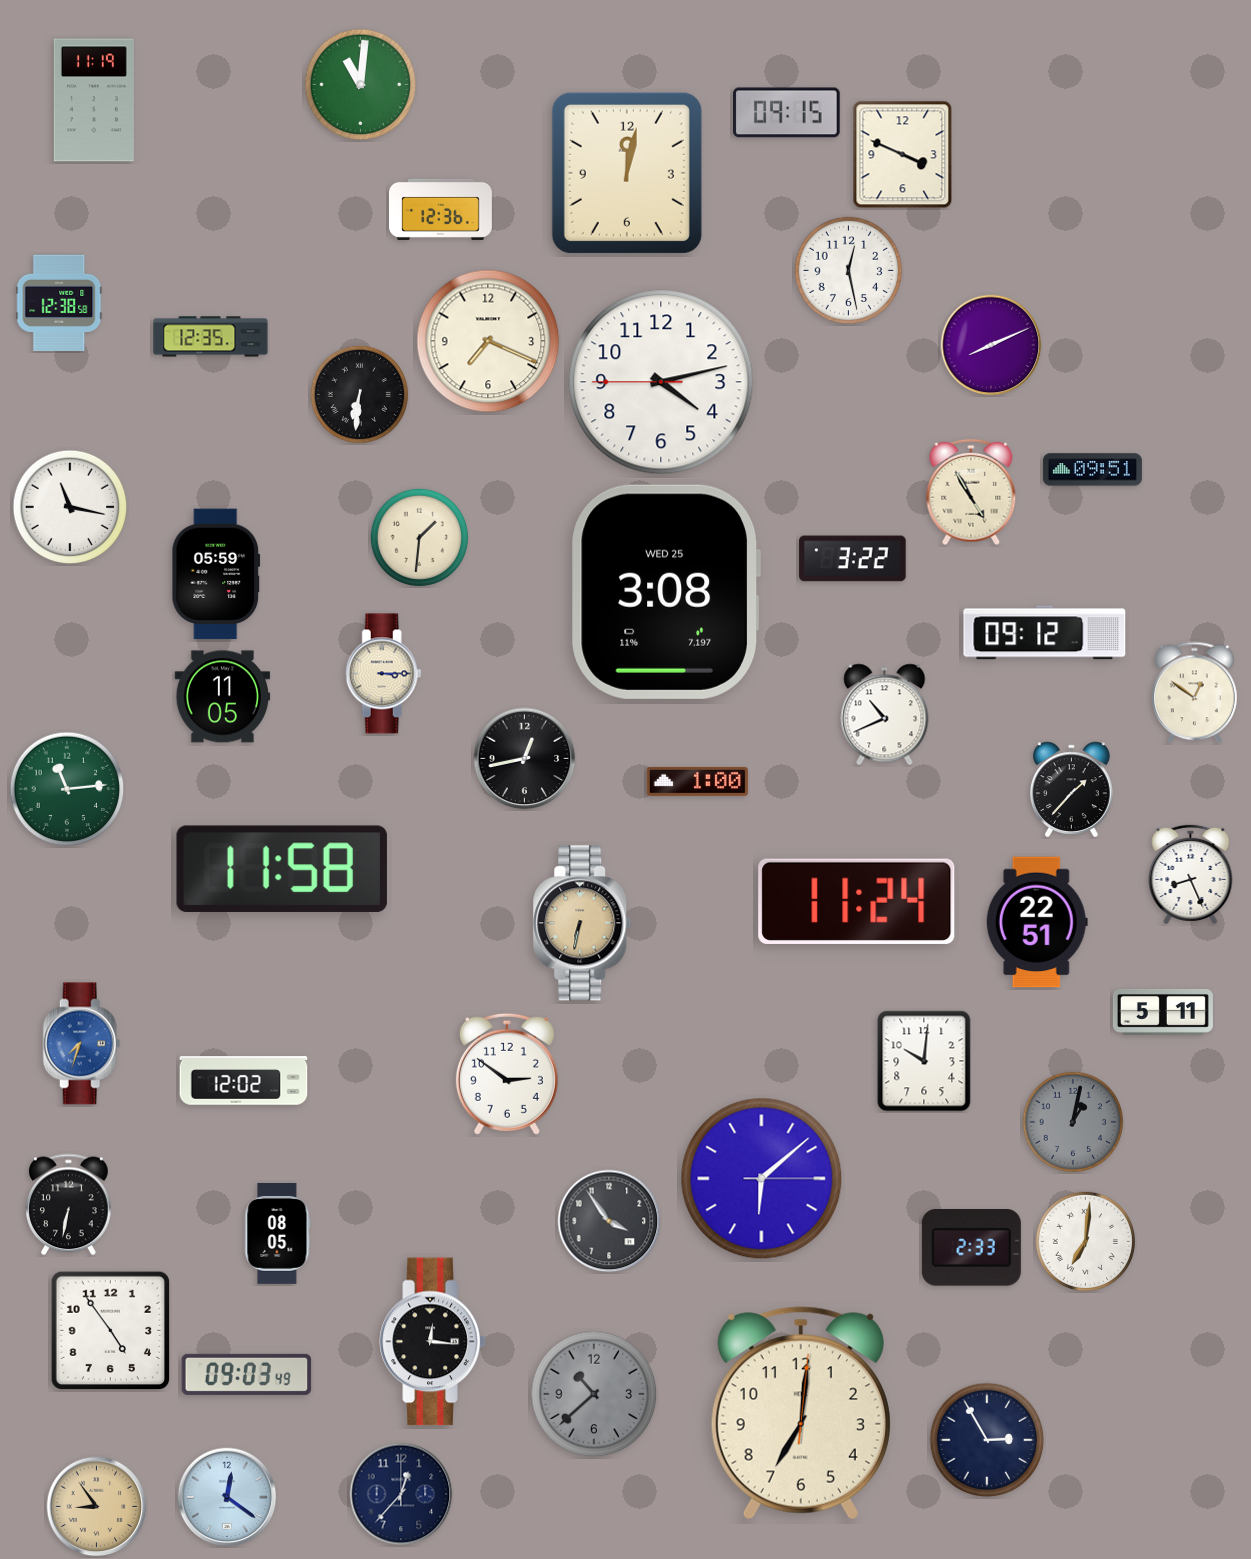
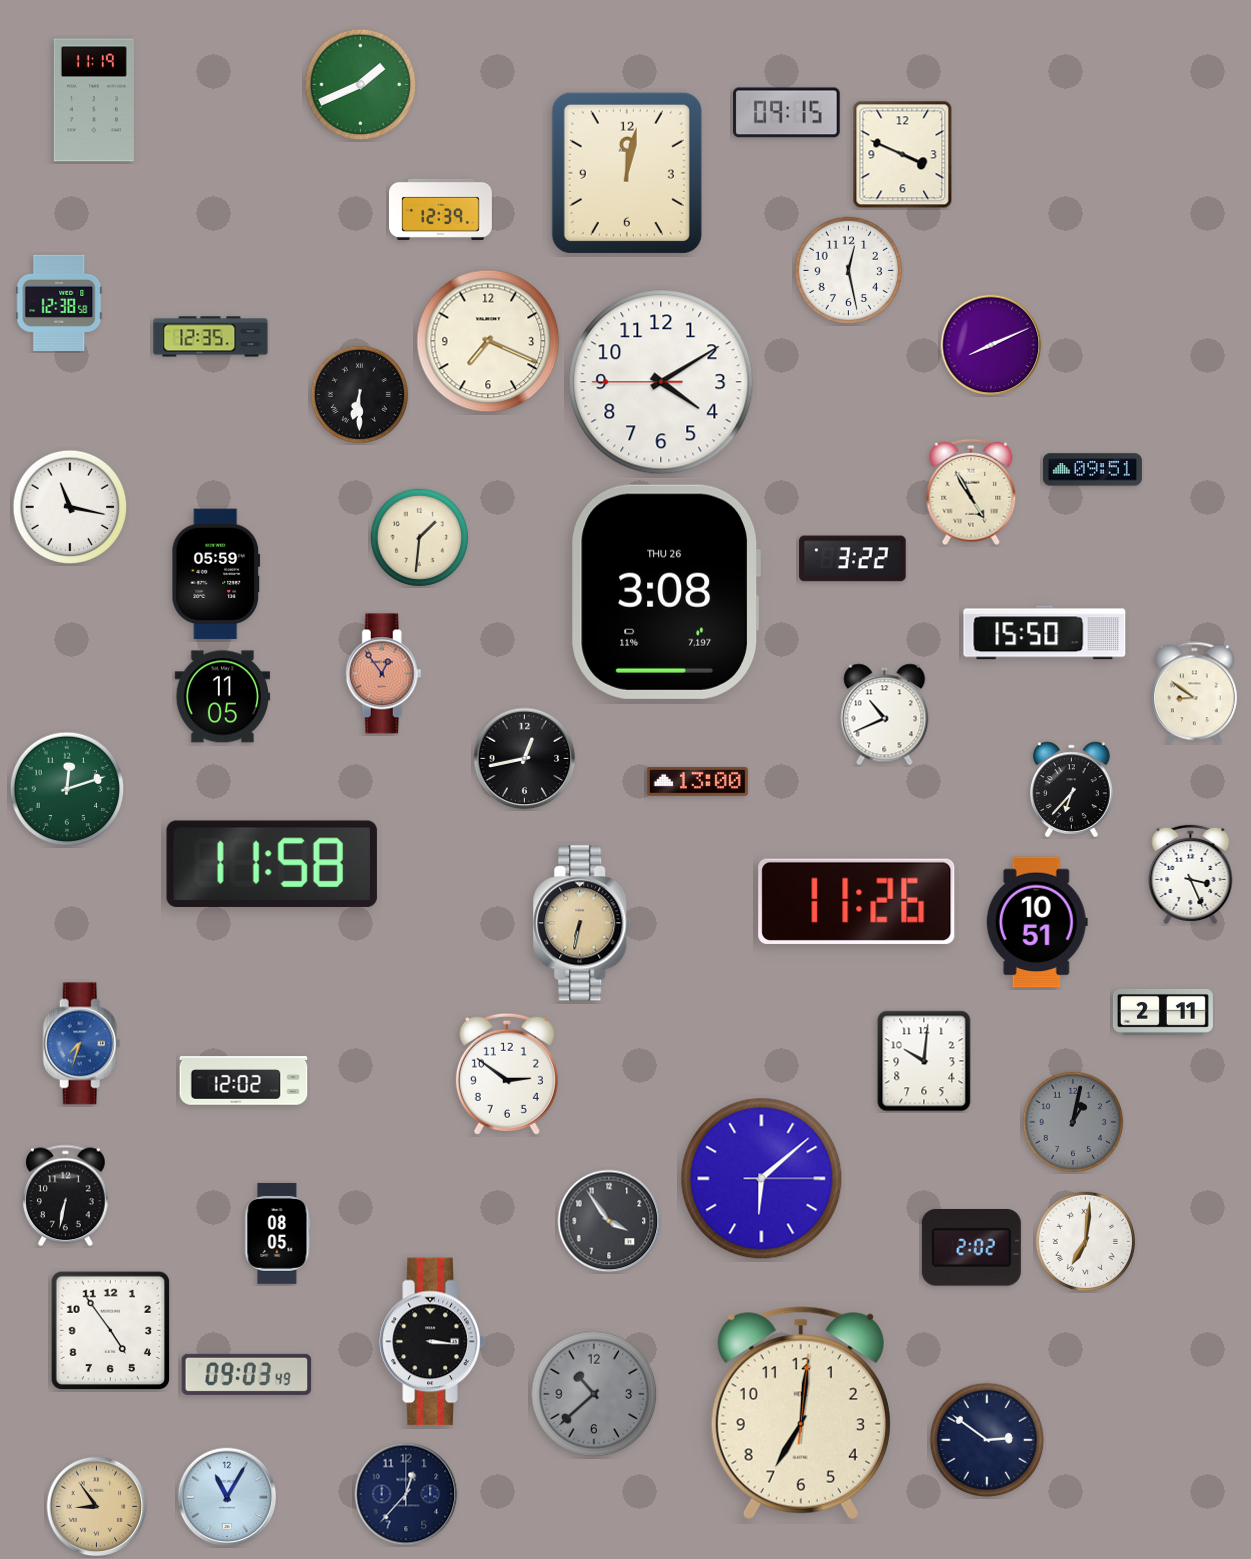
clock at (361, 85): 11:01 -> 1:41
clock at (441, 209): 12:36 -> 12:39
clock at (661, 382): 4:12 -> 4:09
clock at (359, 394): 6:31 -> 6:30
clock at (666, 592) date: WED 25 -> THU 26
clock at (1045, 633): 09:12 -> 15:50
clock at (383, 674): 3:15 -> 12:54
clock at (383, 674) dial: cream -> salmon
clock at (1195, 693): 12:51 -> 8:51
clock at (697, 781): 1:00 -> 13:00
clock at (67, 789): 11:14 -> 12:12
clock at (1072, 790): 1:37 -> 6:37
clock at (282, 869) position: (282, 869) -> (272, 864)
clock at (1191, 874): 8:26 -> 3:26
clock at (857, 901): 11:24 -> 11:26
clock at (1037, 922): 22:51 -> 10:51
clock at (1163, 1012): 5:11 -> 2:11
clock at (69, 1205) position: (69, 1205) -> (66, 1196)
clock at (971, 1248): 2:33 -> 2:02
clock at (433, 1342): 12:16 -> 3:16
clock at (987, 1440): 2:55 -> 2:51
clock at (401, 1494) position: (401, 1494) -> (406, 1494)
clock at (227, 1497): 12:21 -> 11:05
